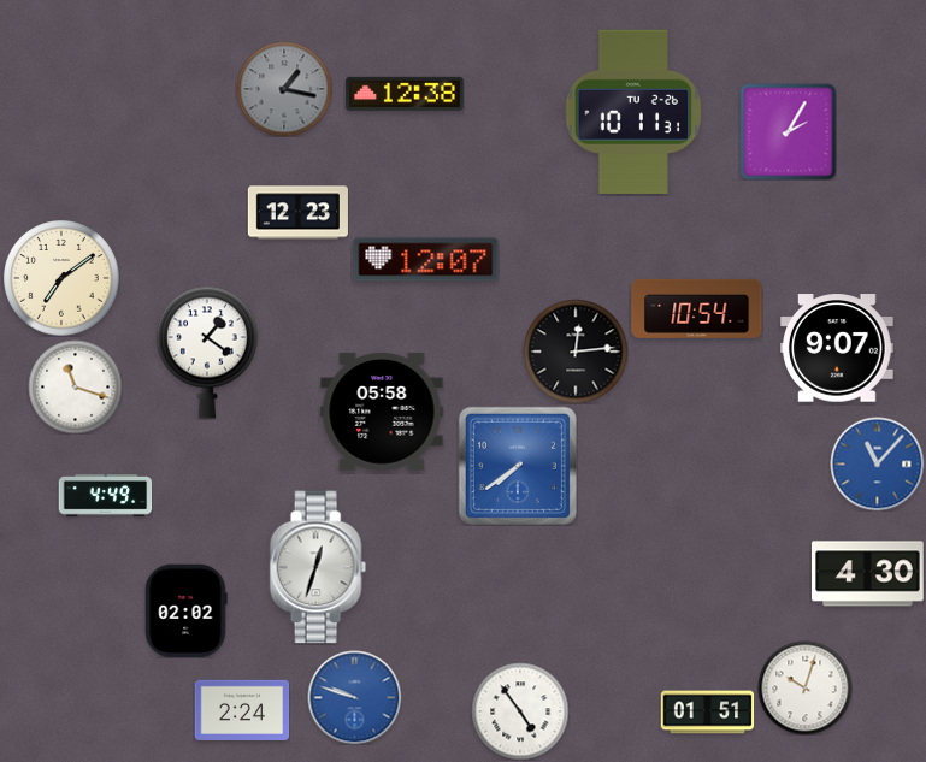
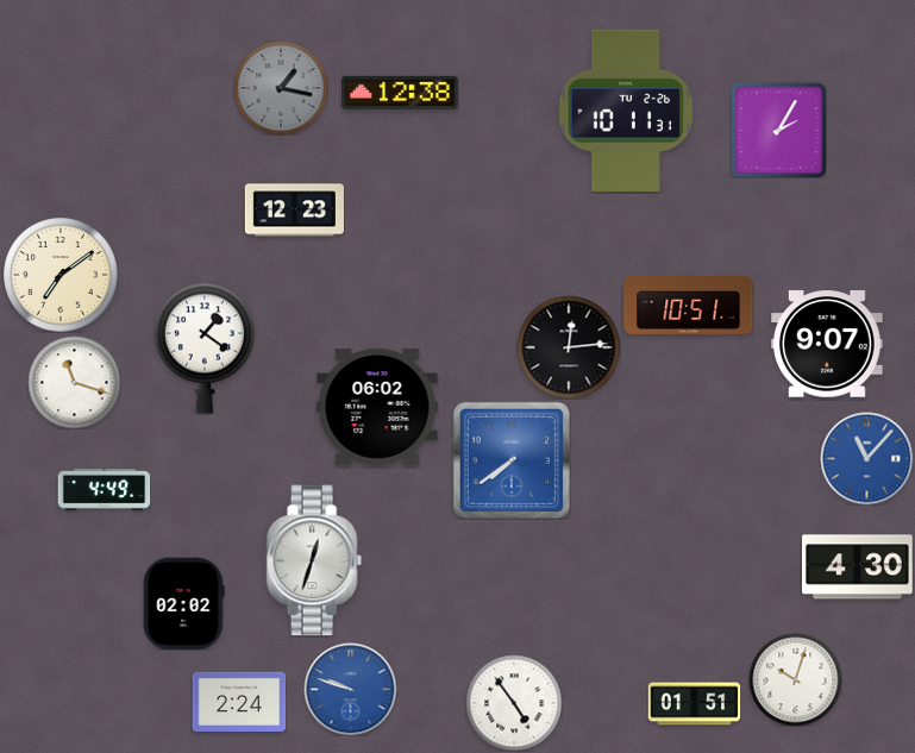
clock at (426, 260): 12:07 -> none
clock at (697, 308): 10:54 -> 10:51
clock at (382, 412): 05:58 -> 06:02
clock at (707, 713) position: (707, 713) -> (694, 704)
